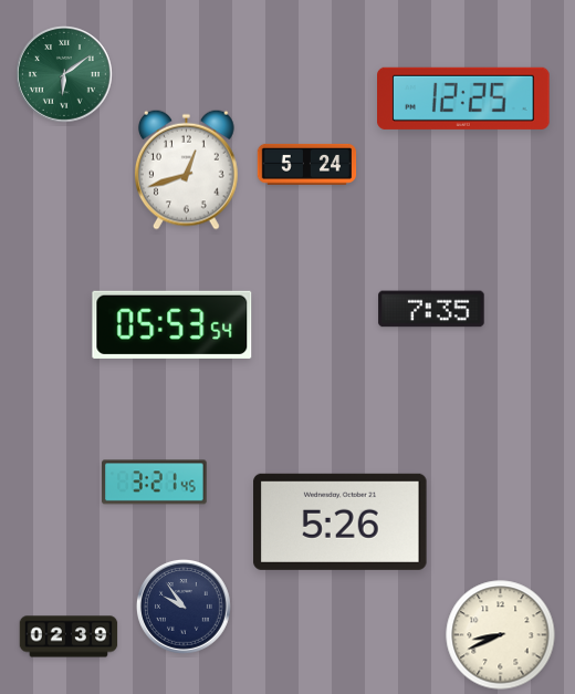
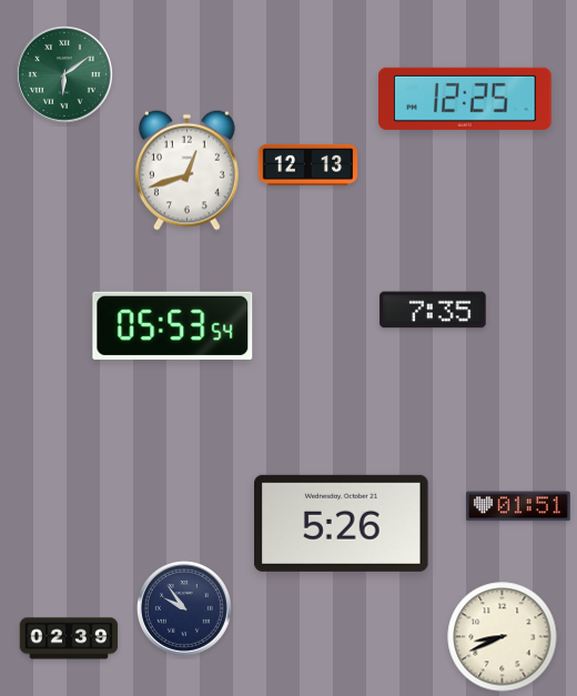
clock at (307, 164): 5:24 -> 12:13
clock at (155, 483): 3:21 -> none
clock at (519, 506): none -> 01:51
